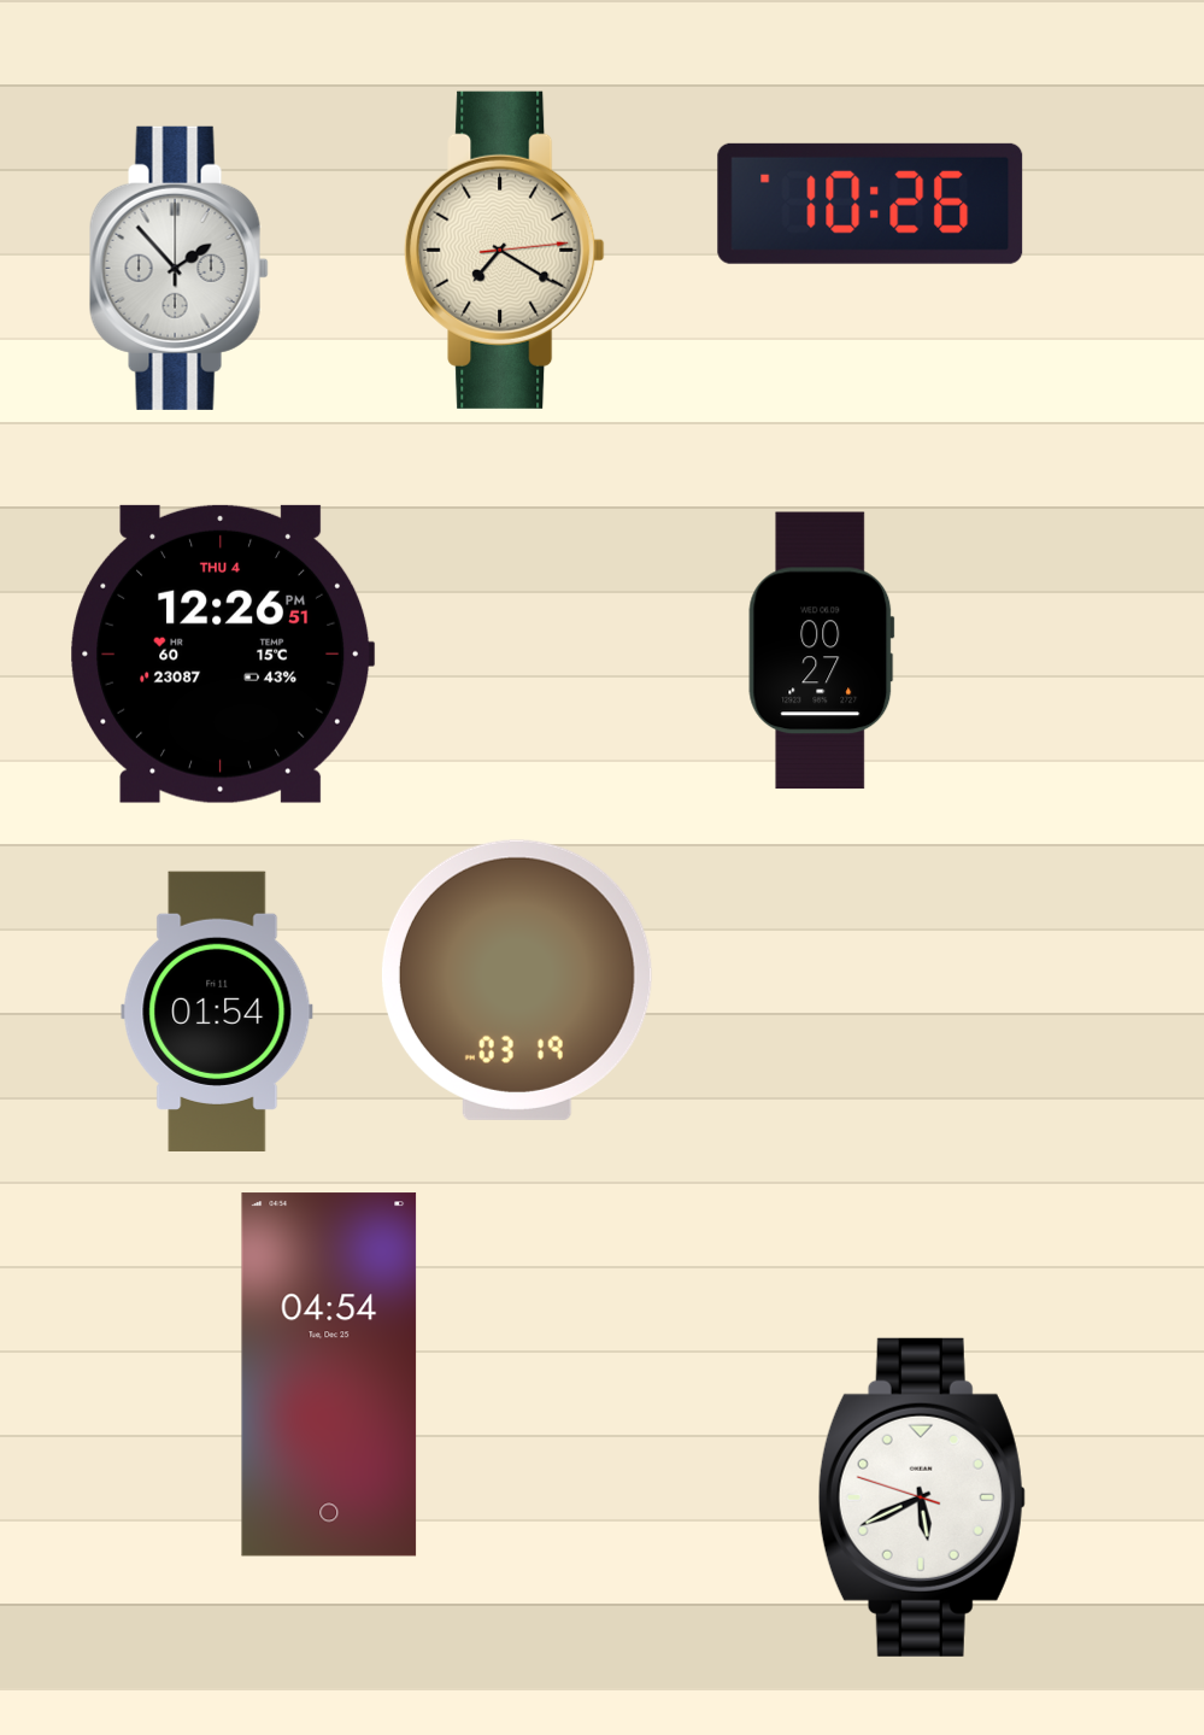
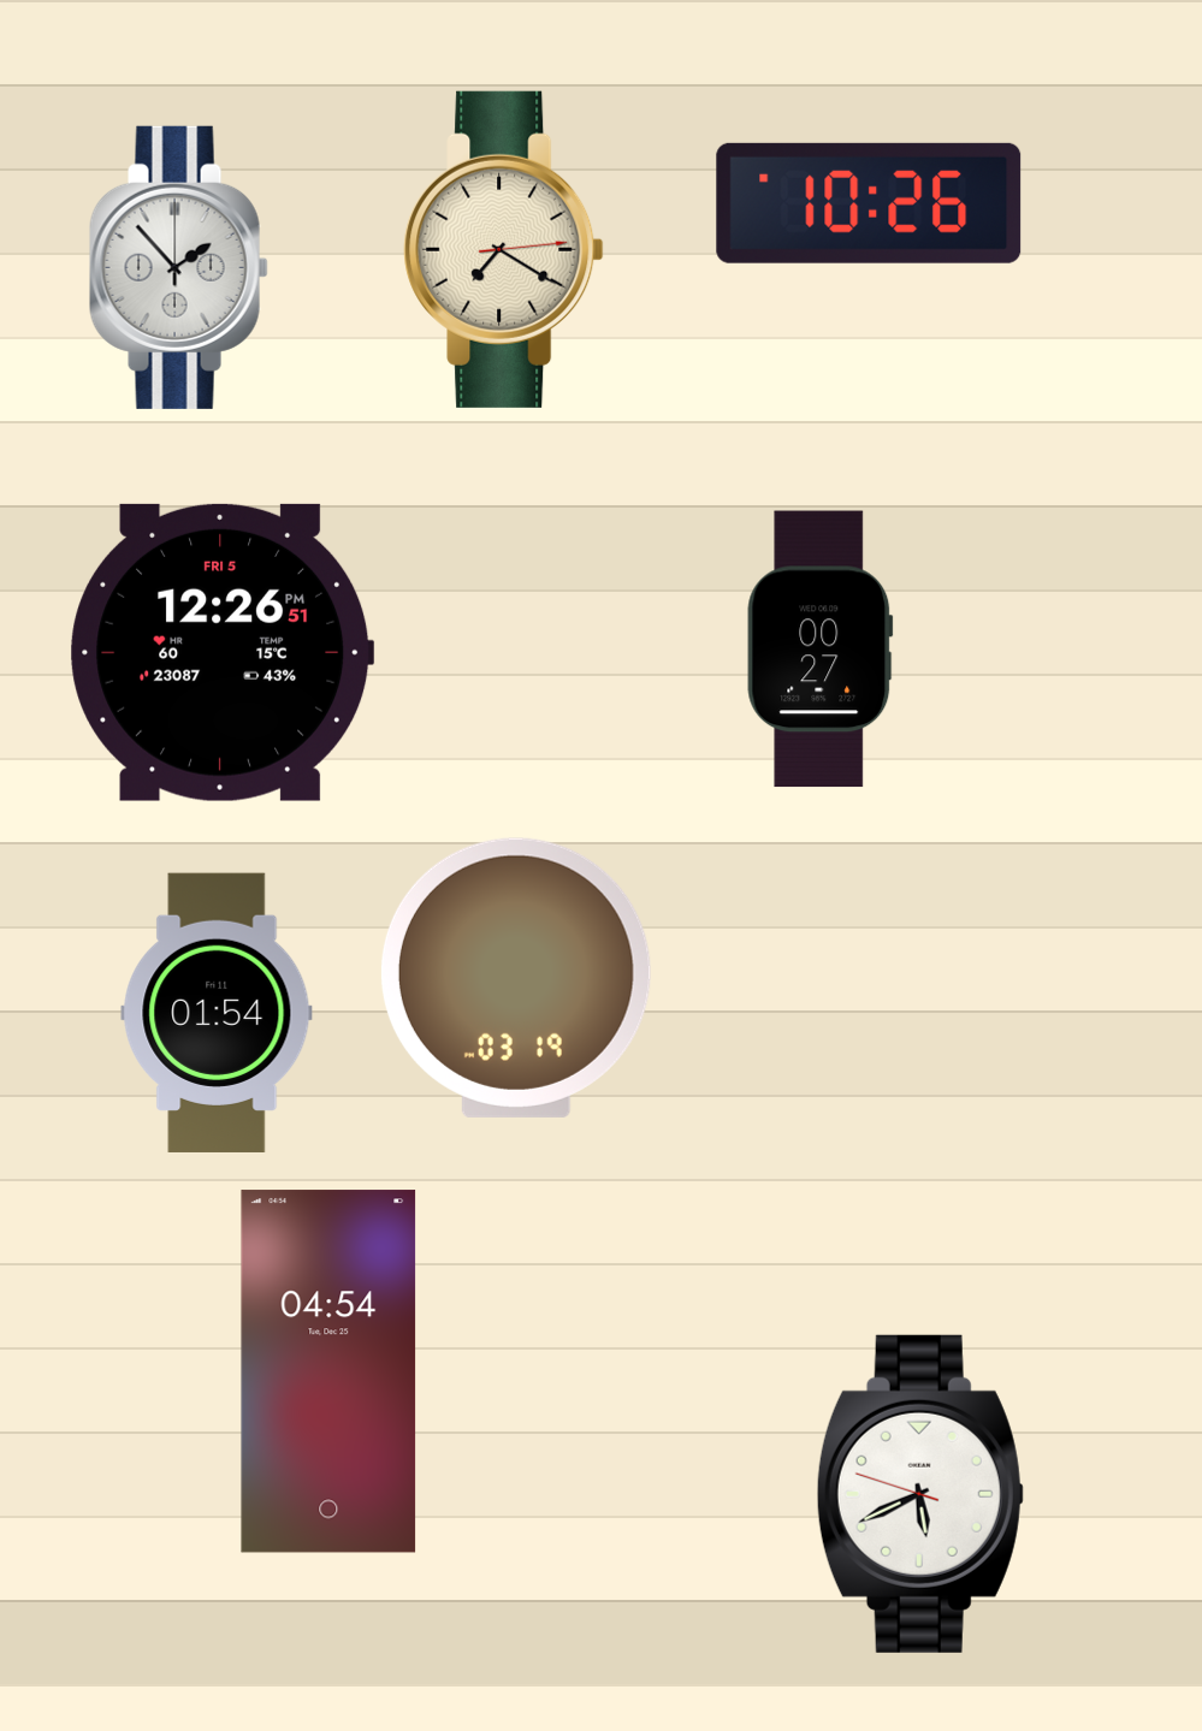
clock at (223, 653) date: THU 4 -> FRI 5
clock at (217, 1010) position: (217, 1010) -> (217, 1012)
